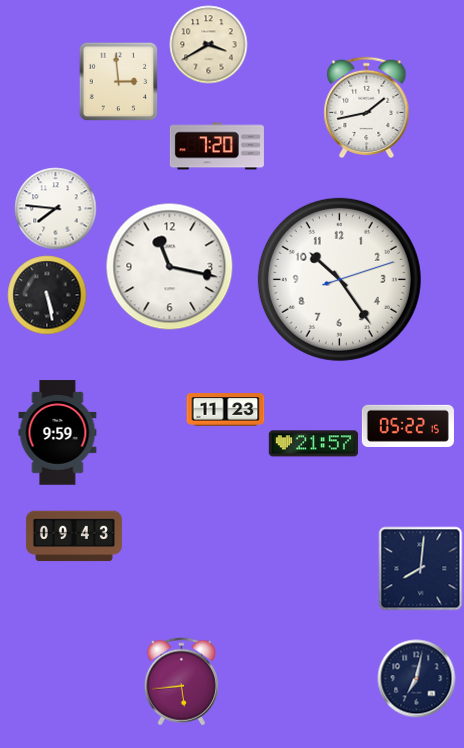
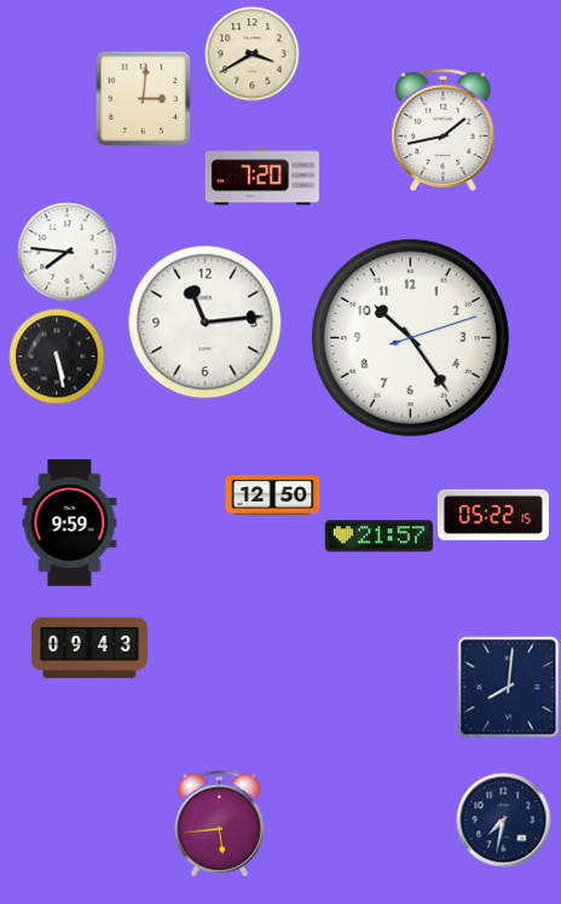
clock at (118, 81): 2:59 -> 3:01
clock at (169, 266): 11:17 -> 11:14
clock at (225, 410): 11:23 -> 12:50
clock at (416, 678): 7:02 -> 7:32
